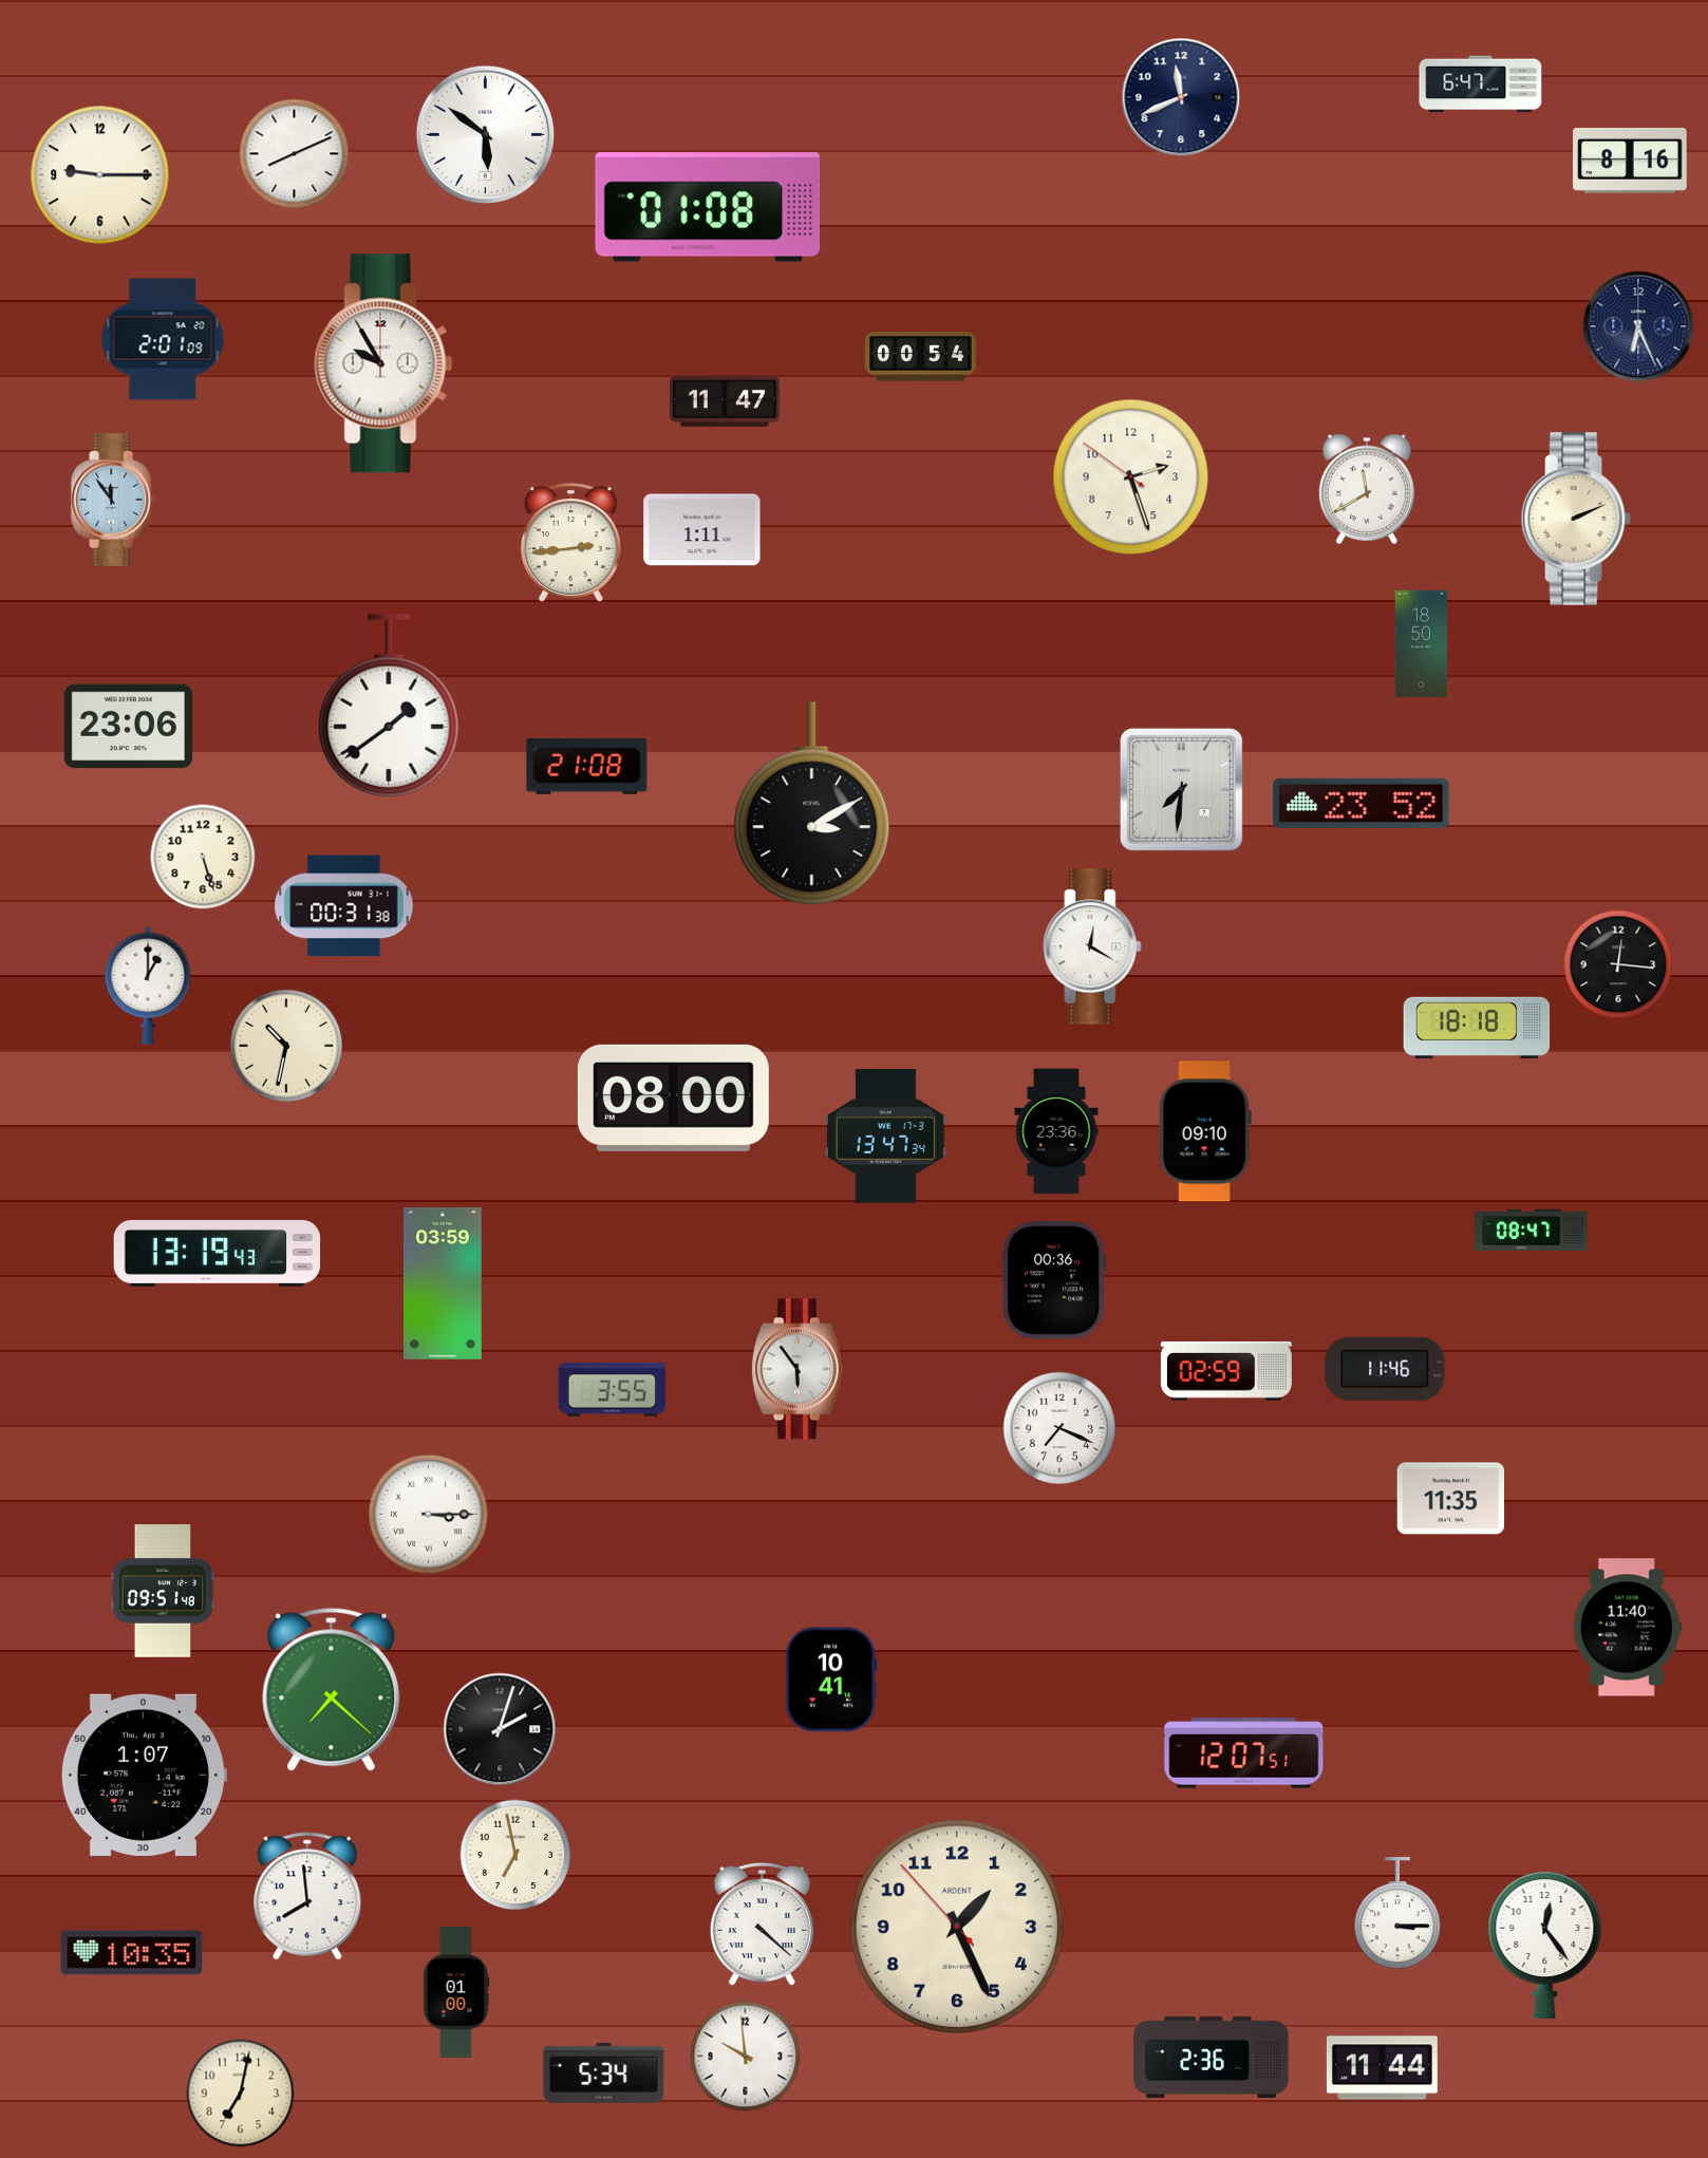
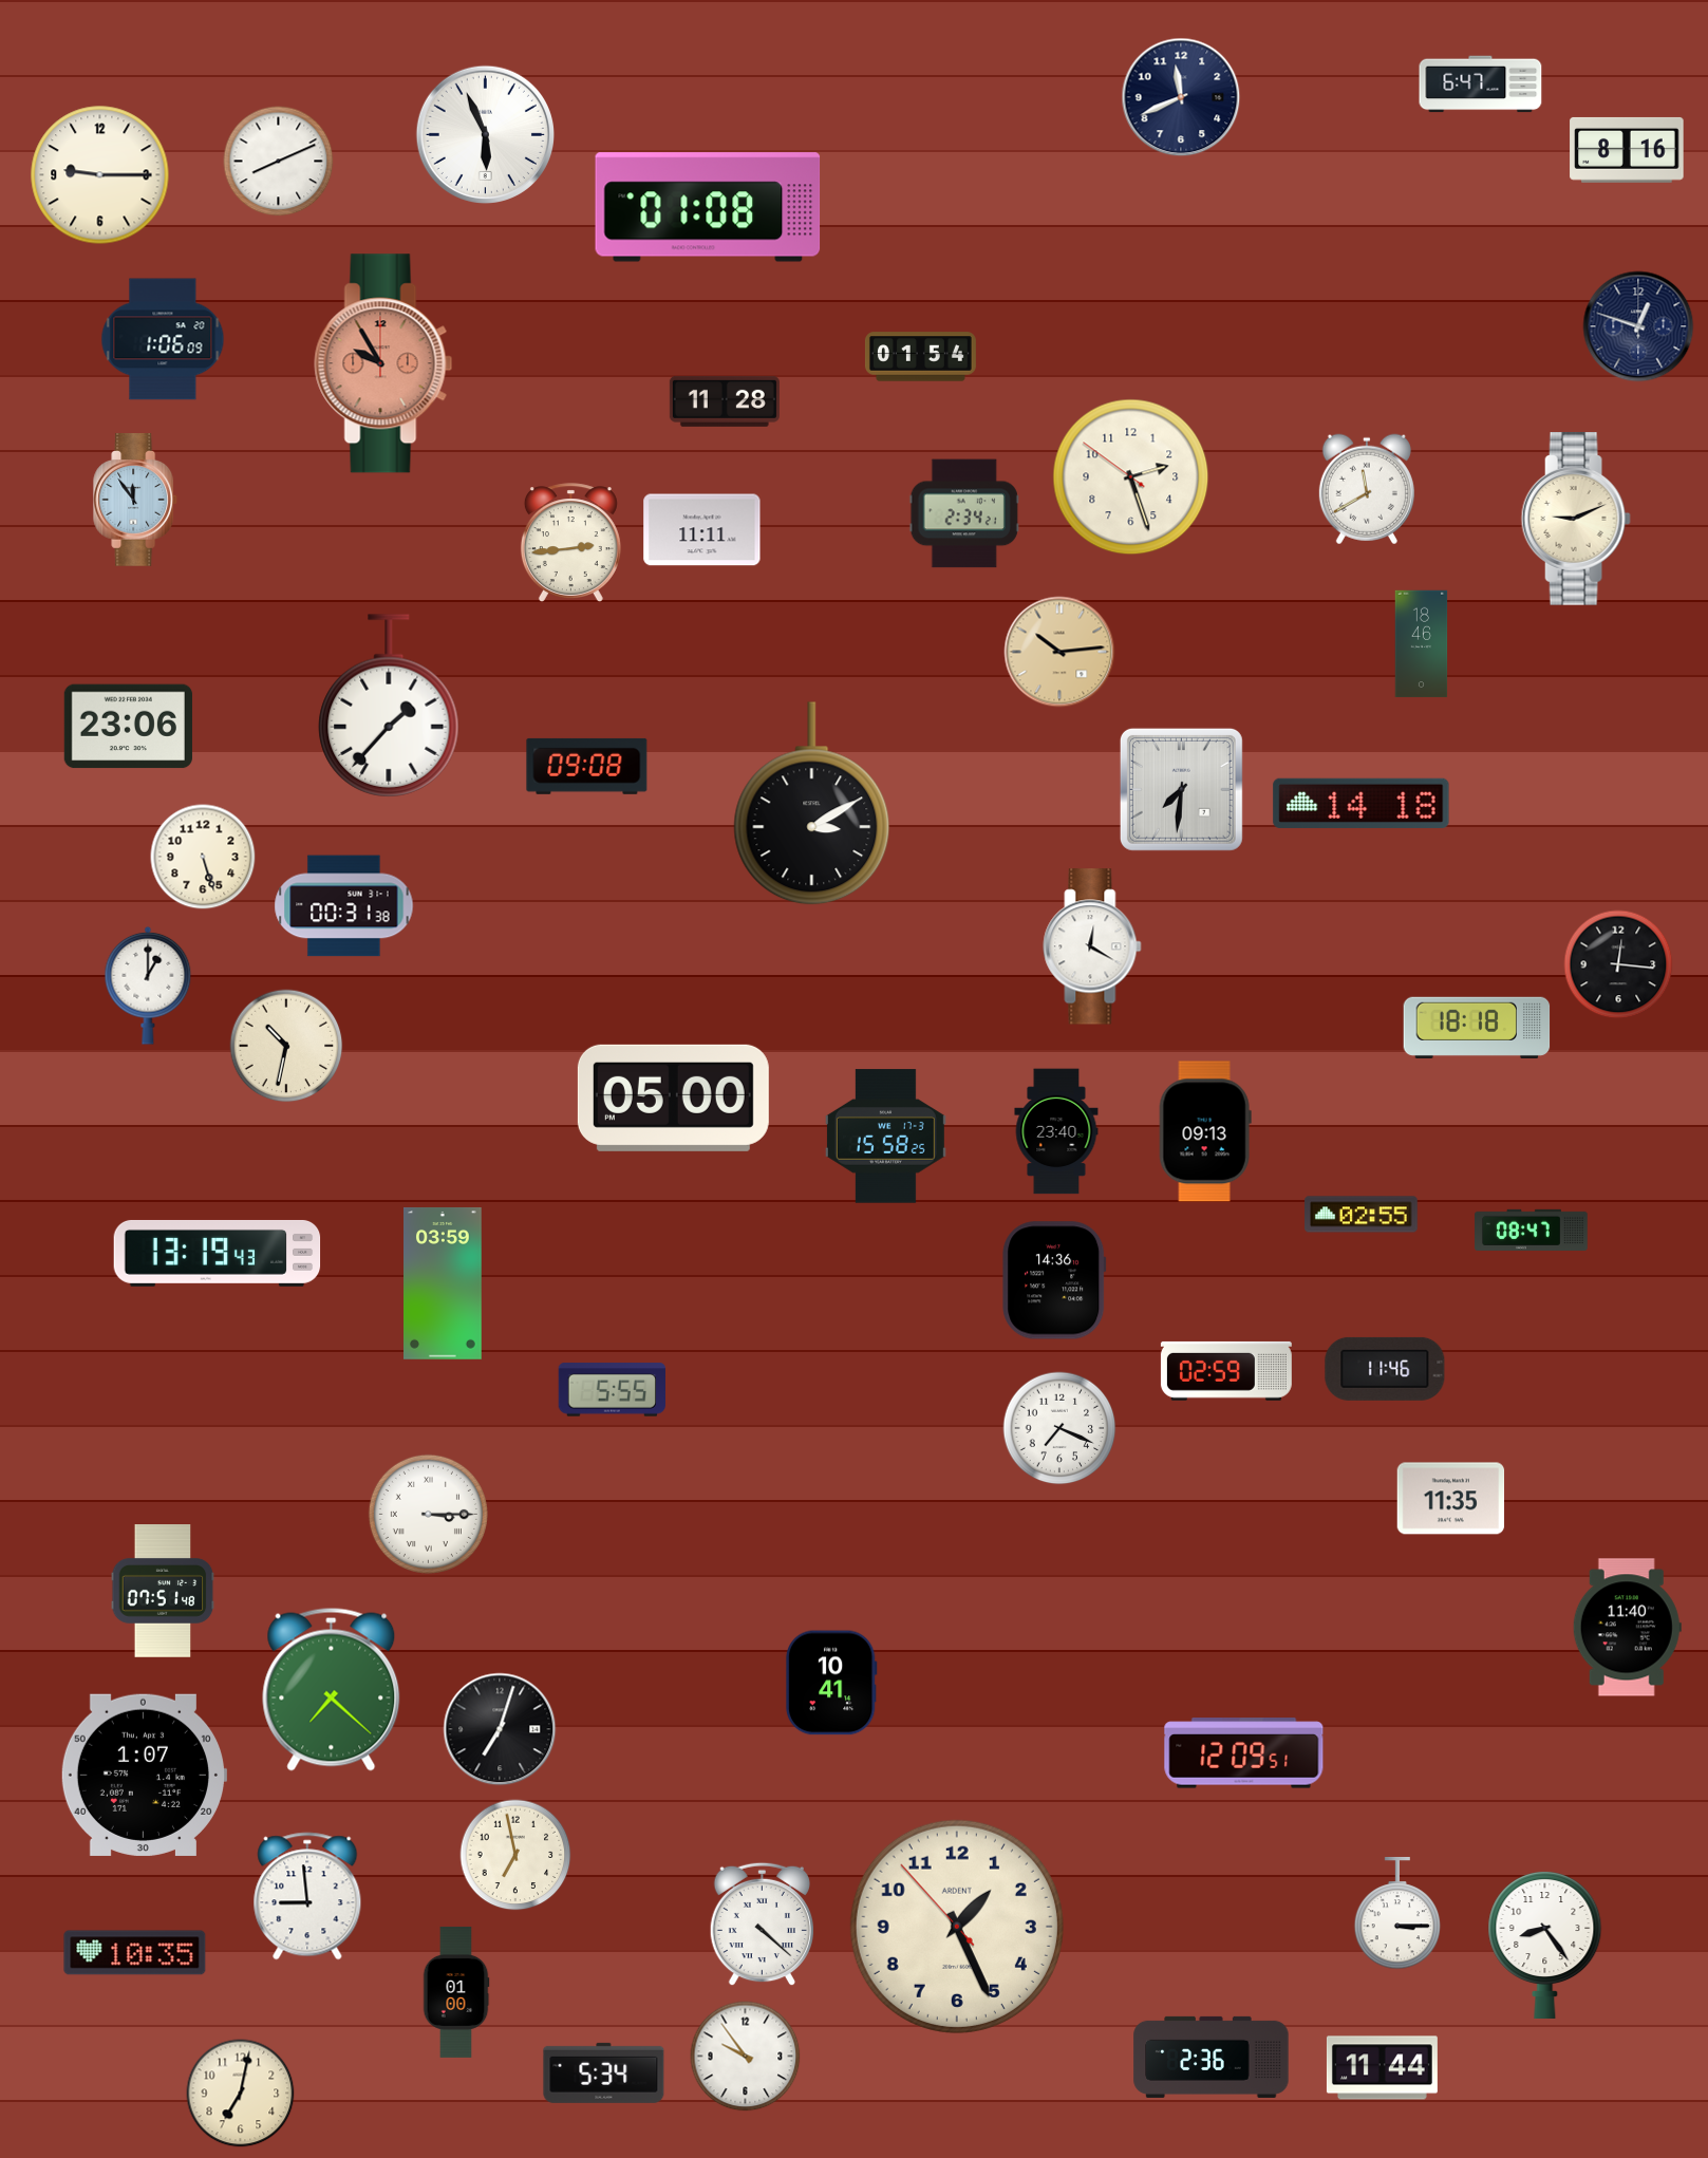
clock at (485, 134): 5:51 -> 5:56
clock at (295, 154) position: (295, 154) -> (279, 162)
clock at (1630, 161) position: (1630, 161) -> (1627, 150)
clock at (1638, 326): 6:26 -> 12:48
clock at (163, 339): 2:01 -> 1:06
clock at (920, 357): 00:54 -> 01:54
clock at (383, 363) dial: white -> salmon
clock at (725, 401): 11:47 -> 11:28
clock at (114, 500) position: (114, 500) -> (136, 500)
clock at (964, 513): none -> 2:34
clock at (1576, 520): 2:11 -> 9:11
clock at (702, 530): 1:11 -> 11:11
clock at (1422, 644): 18:50 -> 18:46
clock at (1059, 652): none -> 10:14
clock at (389, 706): 1:39 -> 1:37
clock at (587, 766): 21:08 -> 09:08
clock at (1362, 803): 23:52 -> 14:18
clock at (673, 1097): 08:00 -> 05:00
clock at (1056, 1131): 23:36 -> 23:40
clock at (1205, 1131): 09:10 -> 09:13
clock at (885, 1137): 13:47 -> 15:58
clock at (1362, 1215): none -> 02:55
clock at (1054, 1280): 00:36 -> 14:36
clock at (797, 1369): 5:54 -> none
clock at (612, 1390): 3:55 -> 5:55
clock at (163, 1591): 09:51 -> 07:51
clock at (831, 1680) position: (831, 1680) -> (831, 1683)
clock at (500, 1729): 2:03 -> 7:03
clock at (1244, 1753): 12:07 -> 12:09
clock at (307, 1896): 7:59 -> 8:59
clock at (1545, 1945): 12:24 -> 8:24
clock at (132, 1953) position: (132, 1953) -> (135, 1953)
clock at (746, 2057): 9:59 -> 9:54
